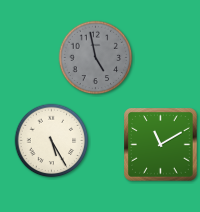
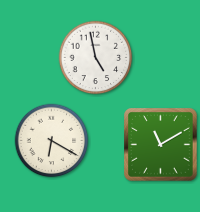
clock at (96, 58) dial: grey -> white
clock at (52, 141): 5:25 -> 6:20
